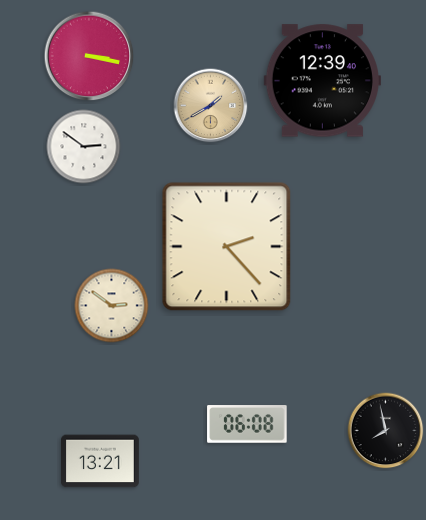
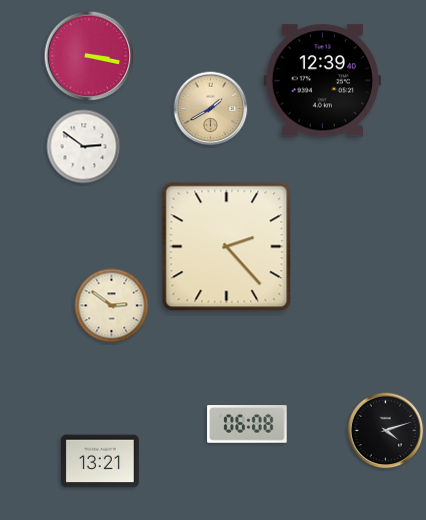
clock at (211, 106) position: (211, 106) -> (211, 109)
clock at (386, 431): 7:58 -> 4:12
